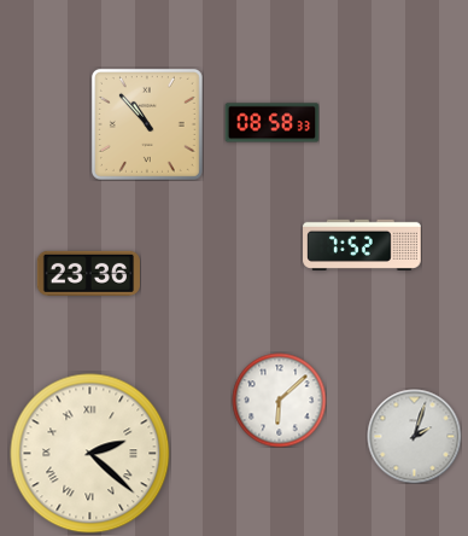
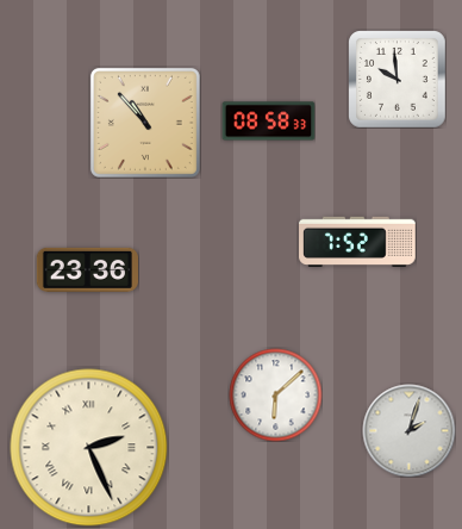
clock at (398, 80): none -> 9:59
clock at (90, 454): 2:22 -> 2:26
